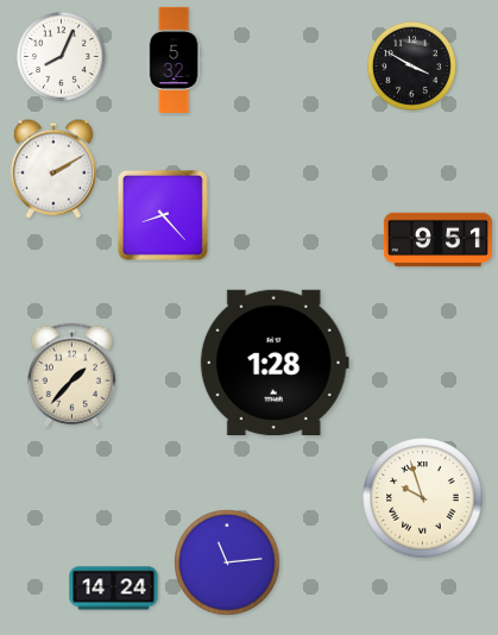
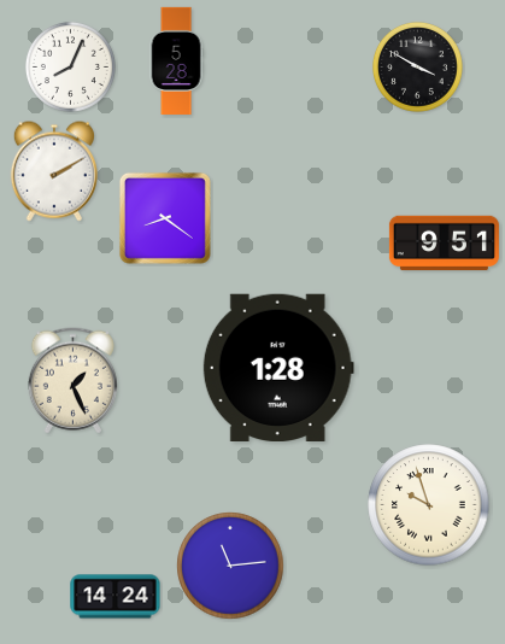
clock at (61, 56) position: (61, 56) -> (70, 66)
clock at (174, 59): 5:32 -> 5:28
clock at (163, 215): 8:23 -> 8:21
clock at (71, 376): 1:37 -> 1:26
clock at (227, 562) position: (227, 562) -> (230, 566)
